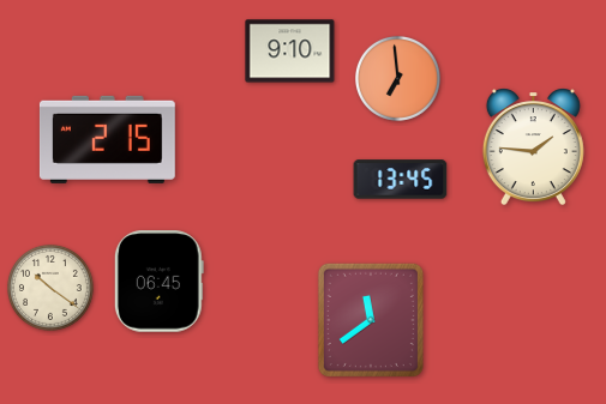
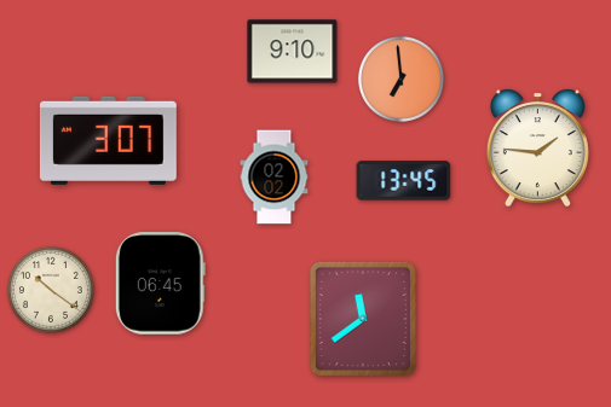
clock at (107, 139): 2:15 -> 3:07
clock at (275, 178): none -> 02:02
clock at (371, 320) position: (371, 320) -> (363, 319)
